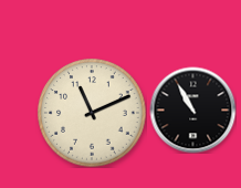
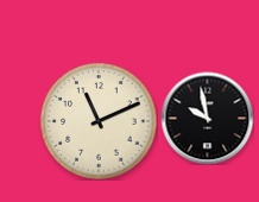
clock at (192, 109): 10:55 -> 9:58
